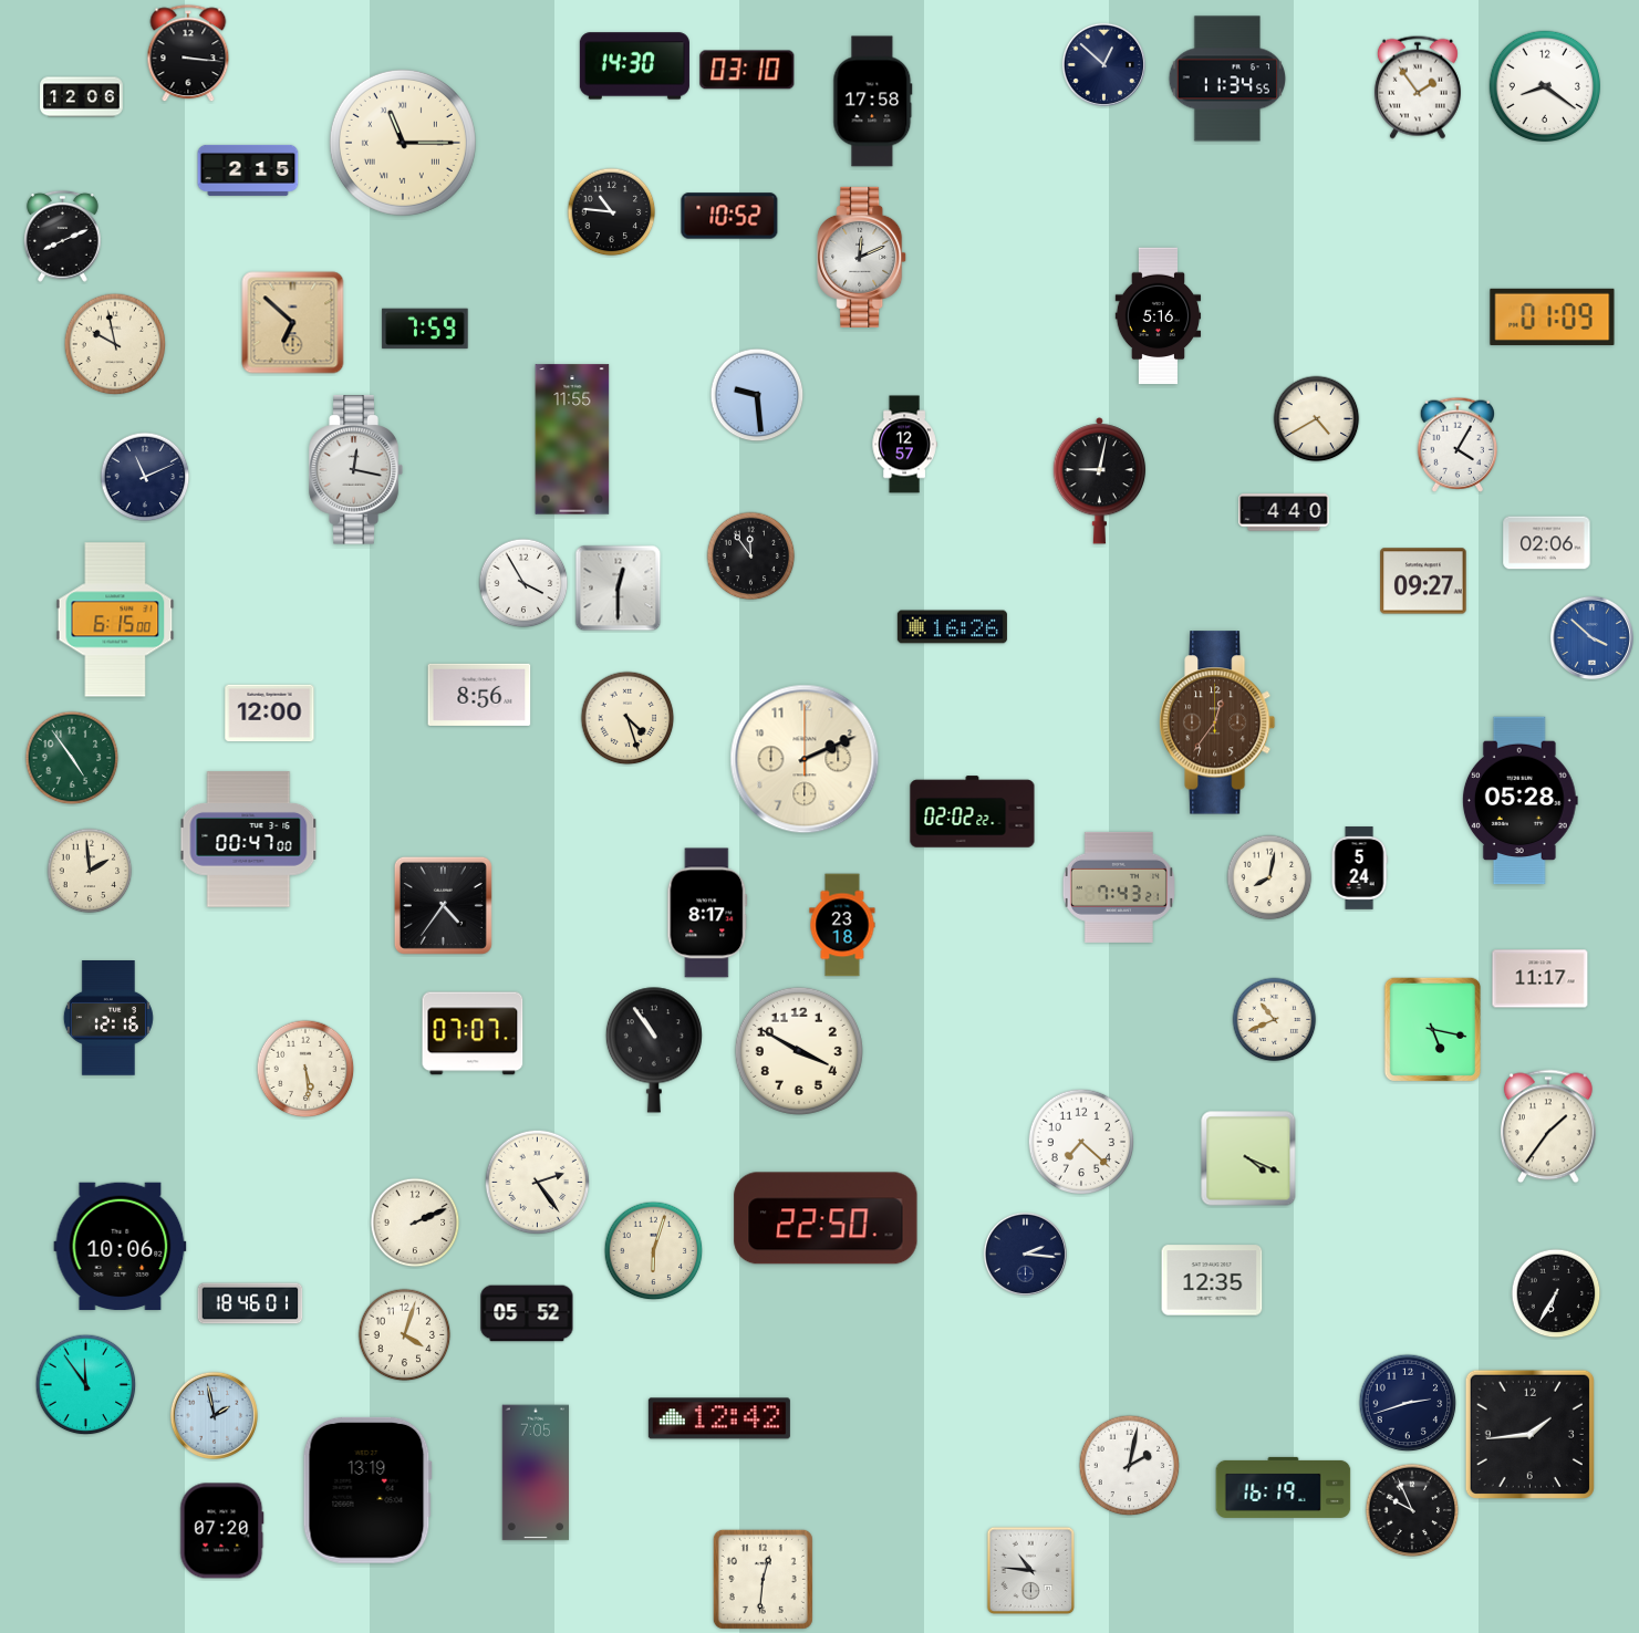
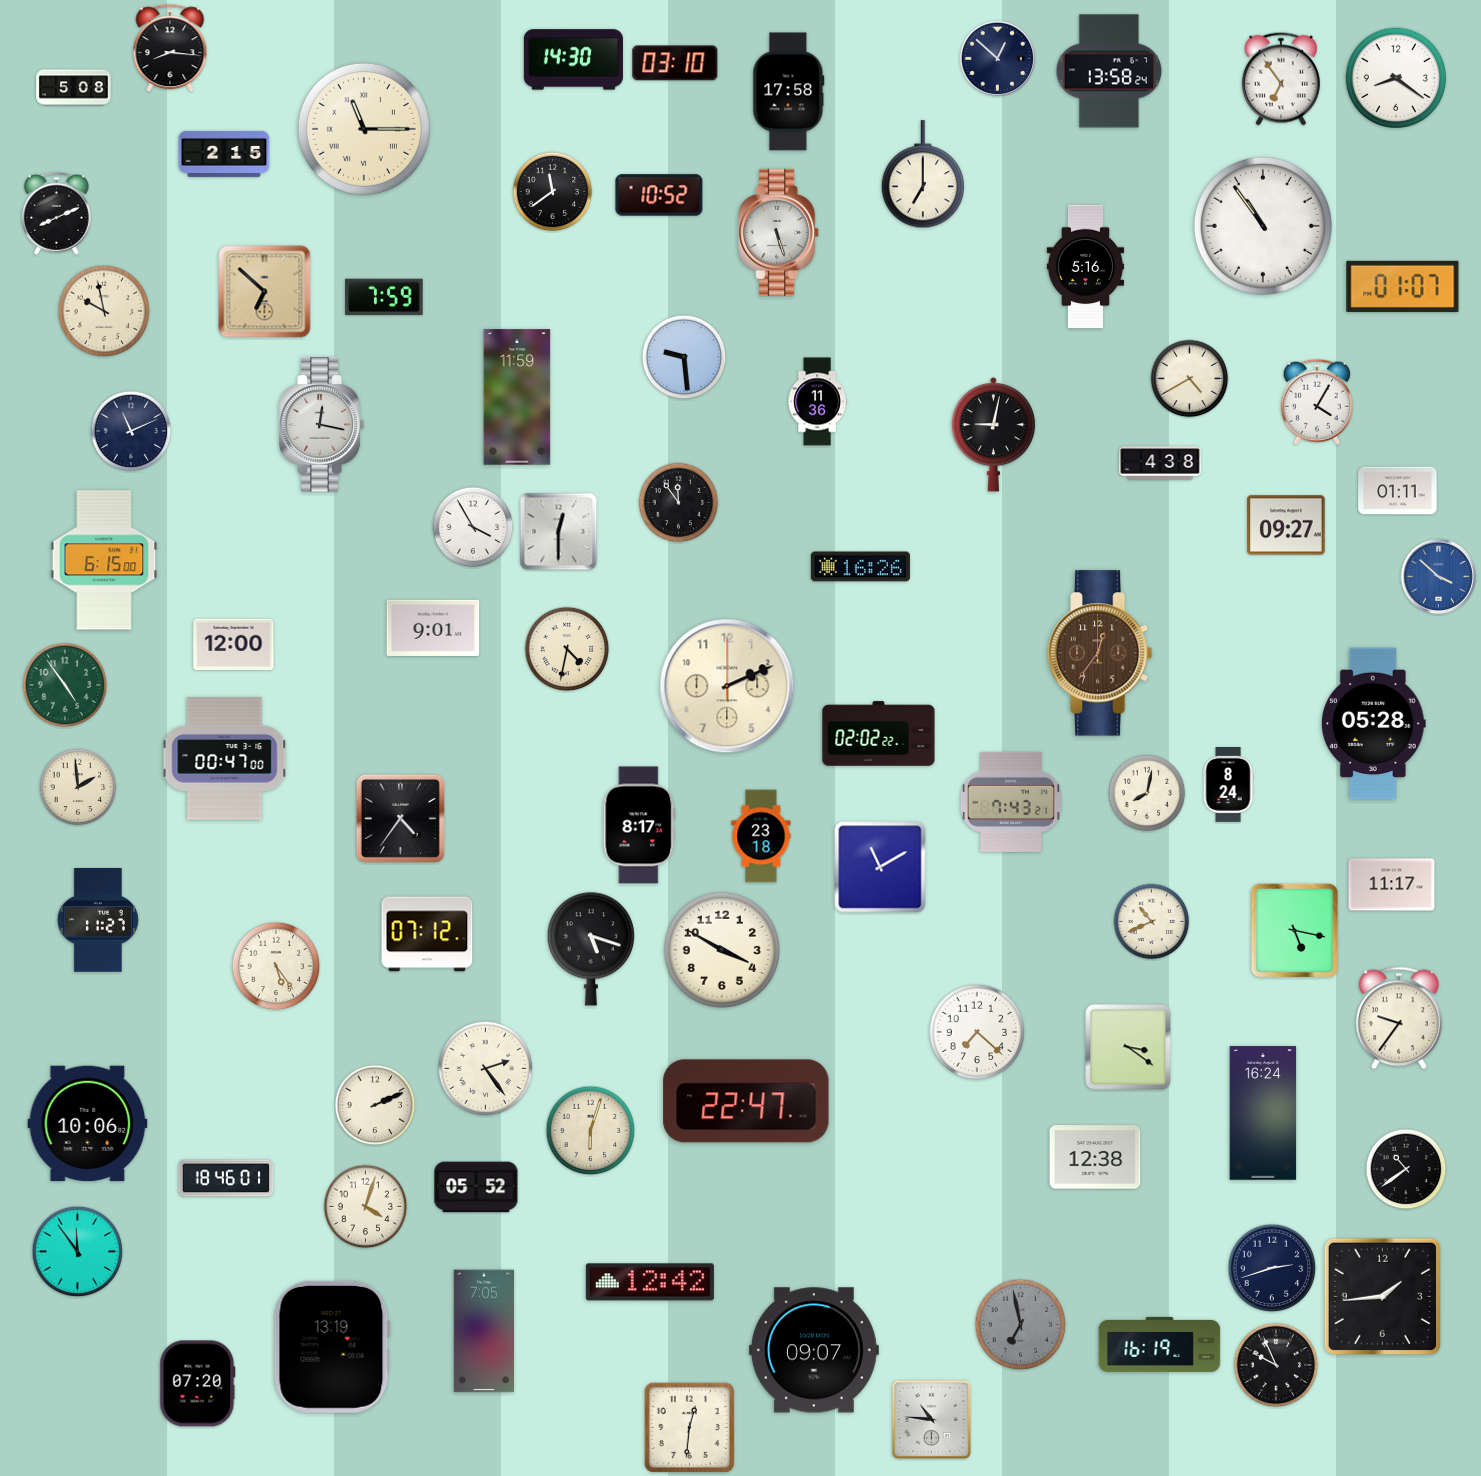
clock at (188, 54): 3:16 -> 8:16
clock at (1227, 79): 11:34 -> 13:58
clock at (1418, 87): 1:54 -> 6:54
clock at (82, 97): 12:06 -> 5:08
clock at (923, 175): none -> 7:00
clock at (612, 212): 10:46 -> 11:39
clock at (1263, 226): none -> 10:54
clock at (862, 257): 12:11 -> 5:27
clock at (1159, 316) position: (1159, 316) -> (1086, 267)
clock at (1553, 316): 01:09 -> 01:07
clock at (572, 439): 11:55 -> 11:59
clock at (904, 445): 12:57 -> 11:36
clock at (1284, 512): 4:40 -> 4:38
clock at (1547, 543): 02:06 -> 01:11
clock at (479, 695): 8:56 -> 9:01
clock at (270, 714) position: (270, 714) -> (234, 645)
clock at (627, 718): 4:27 -> 4:32
clock at (1359, 868): 5:24 -> 8:24
clock at (90, 871) position: (90, 871) -> (78, 787)
clock at (880, 867): none -> 11:10
clock at (108, 1018): 12:16 -> 11:27
clock at (473, 1033): 07:07 -> 07:12
clock at (654, 1050): 10:54 -> 5:18
clock at (305, 1069): 5:29 -> 5:24
clock at (1548, 1126): 1:36 -> 9:36
clock at (1248, 1158): 4:19 -> 3:21
clock at (826, 1218): 22:50 -> 22:47
clock at (1263, 1113): none -> 16:24
clock at (121, 1247) position: (121, 1247) -> (88, 1124)
clock at (1025, 1254): 2:16 -> none
clock at (1212, 1280): 12:35 -> 12:38
clock at (1556, 1293): 6:35 -> 10:39
clock at (214, 1415): 1:58 -> none
clock at (1130, 1466): 2:02 -> 6:58
clock at (1130, 1466) dial: white -> grey
clock at (814, 1350): none -> 09:07
clock at (222, 1531) position: (222, 1531) -> (198, 1384)
